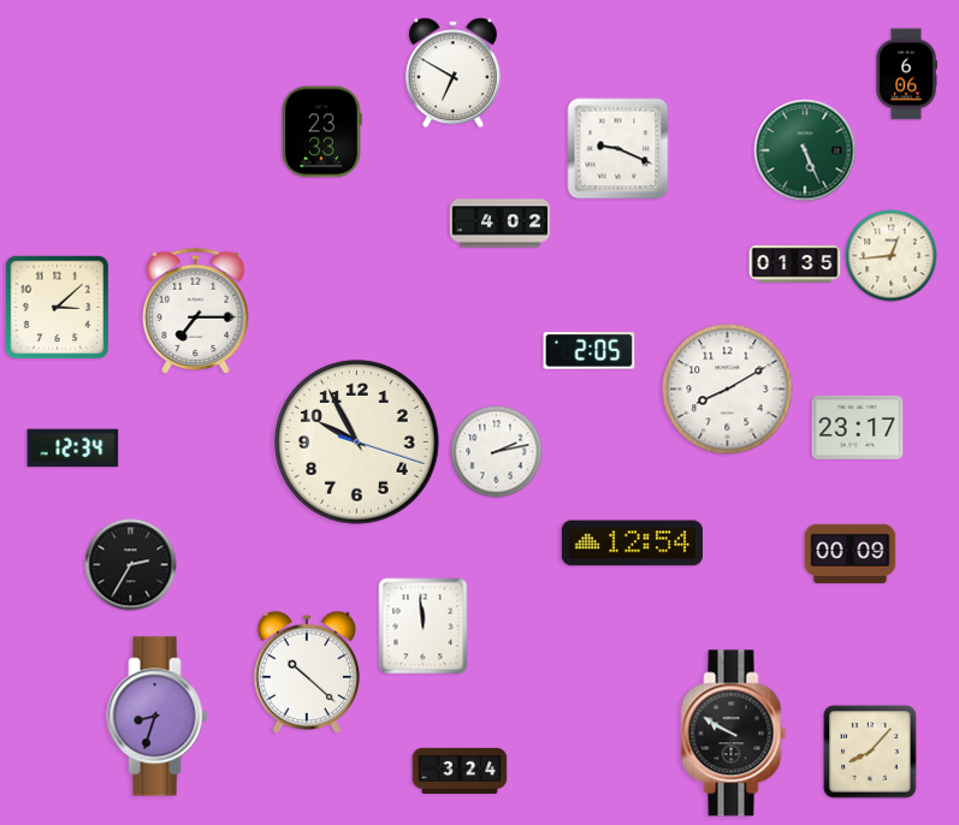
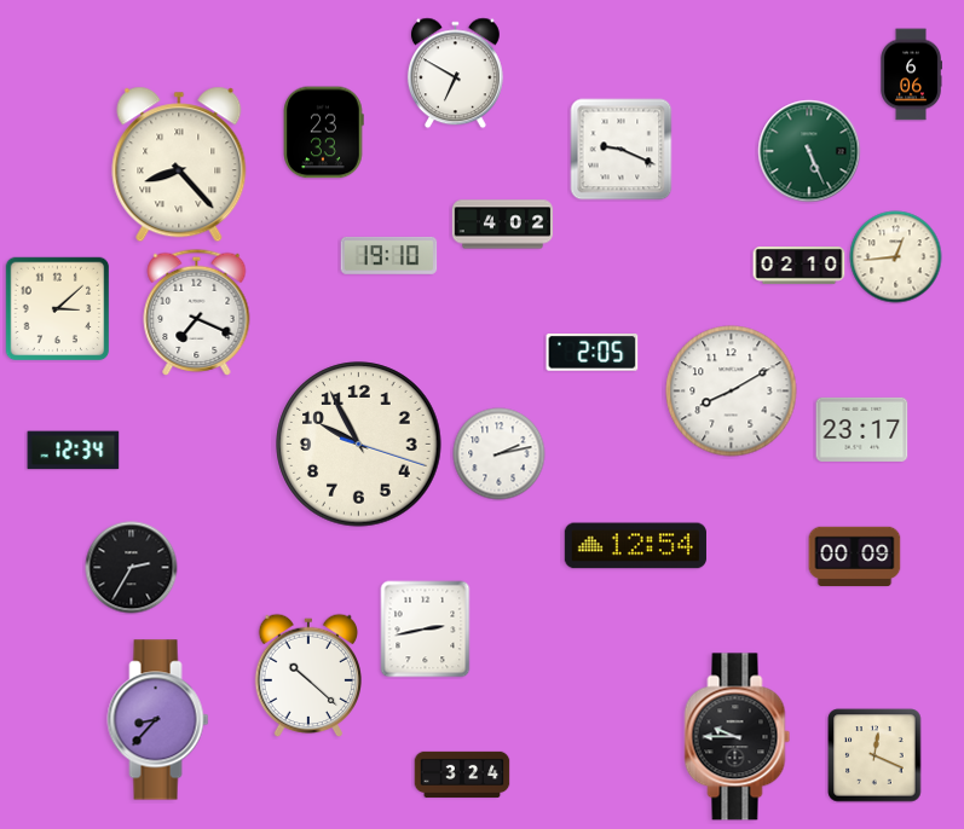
clock at (179, 164): none -> 8:23
clock at (389, 255): none -> 19:10
clock at (795, 265): 01:35 -> 02:10
clock at (196, 310): 7:15 -> 7:19
clock at (424, 627): 11:59 -> 2:43
clock at (158, 717): 8:33 -> 8:37
clock at (734, 734): 9:50 -> 9:45
clock at (870, 752): 8:07 -> 12:19
